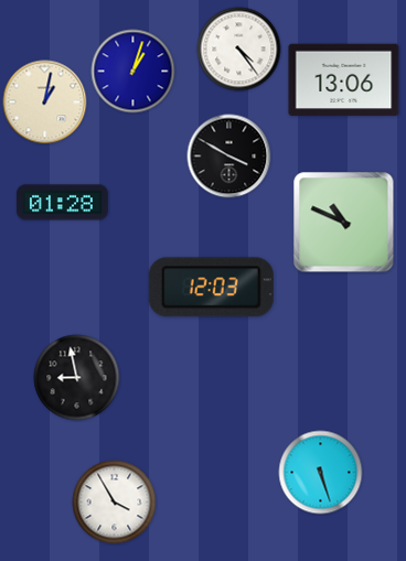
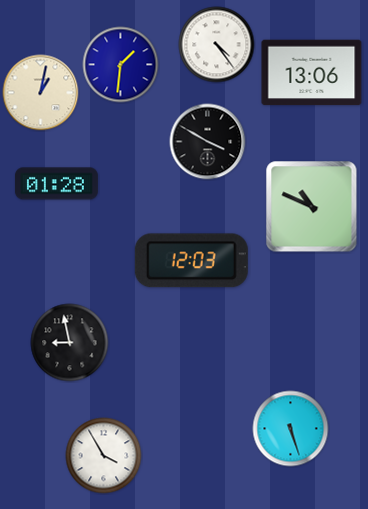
clock at (133, 72): 1:03 -> 1:31
clock at (344, 223) position: (344, 223) -> (312, 207)
